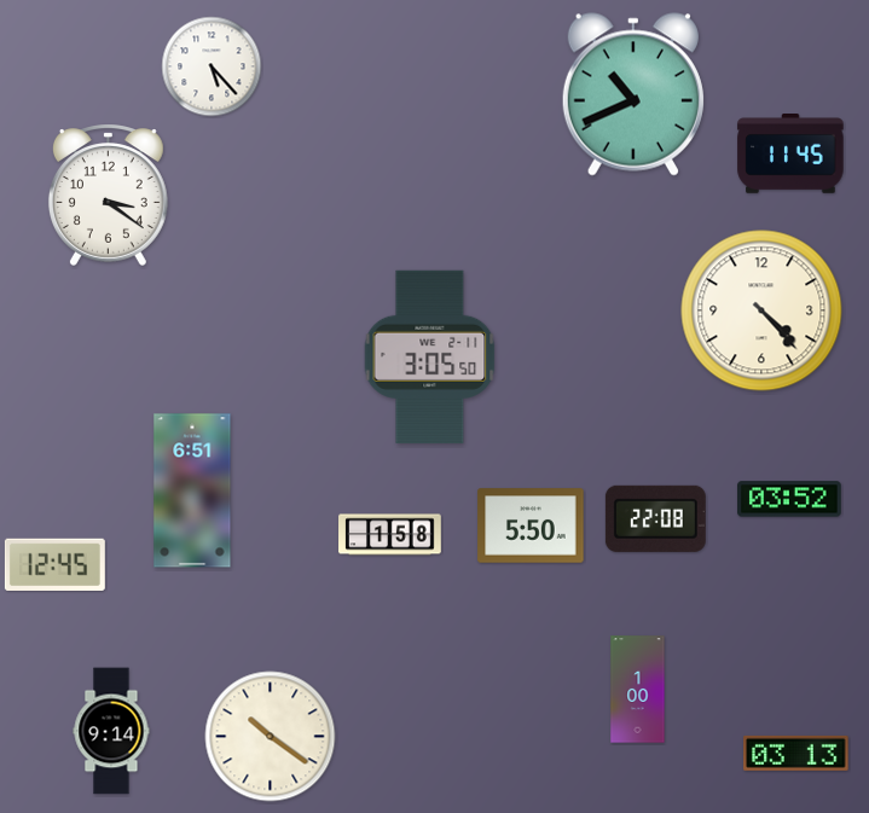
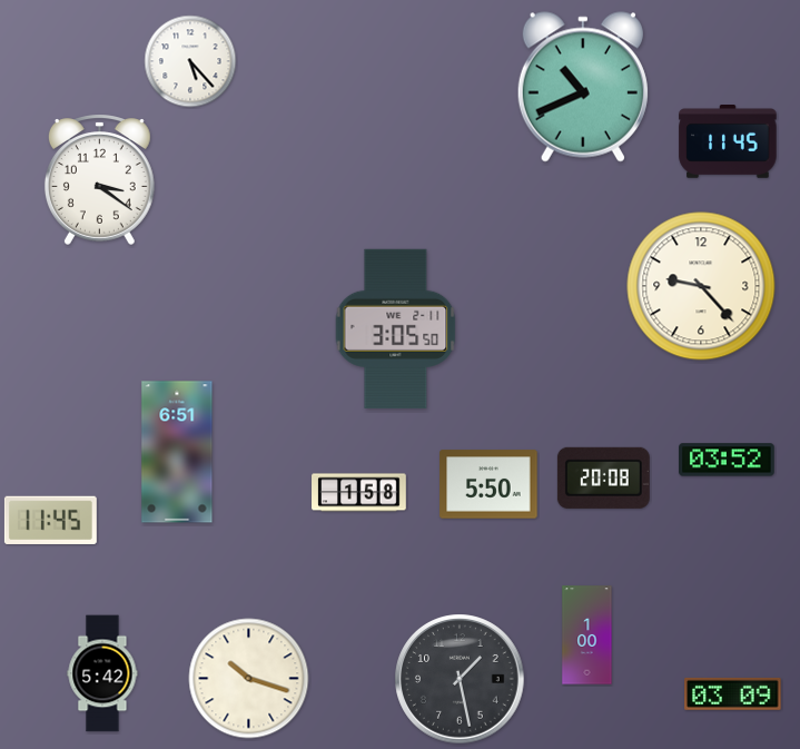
clock at (212, 66) position: (212, 66) -> (190, 61)
clock at (761, 310): 4:23 -> 9:23
clock at (655, 518): 22:08 -> 20:08
clock at (54, 564): 12:45 -> 11:45
clock at (111, 731): 9:14 -> 5:42
clock at (271, 737): 10:21 -> 10:18
clock at (460, 679): none -> 1:28
clock at (796, 753): 03:13 -> 03:09
